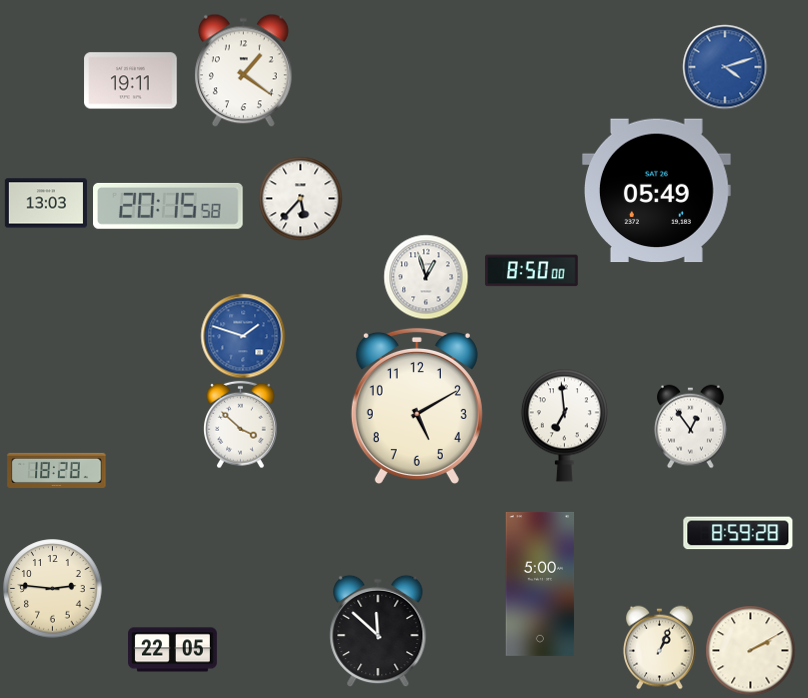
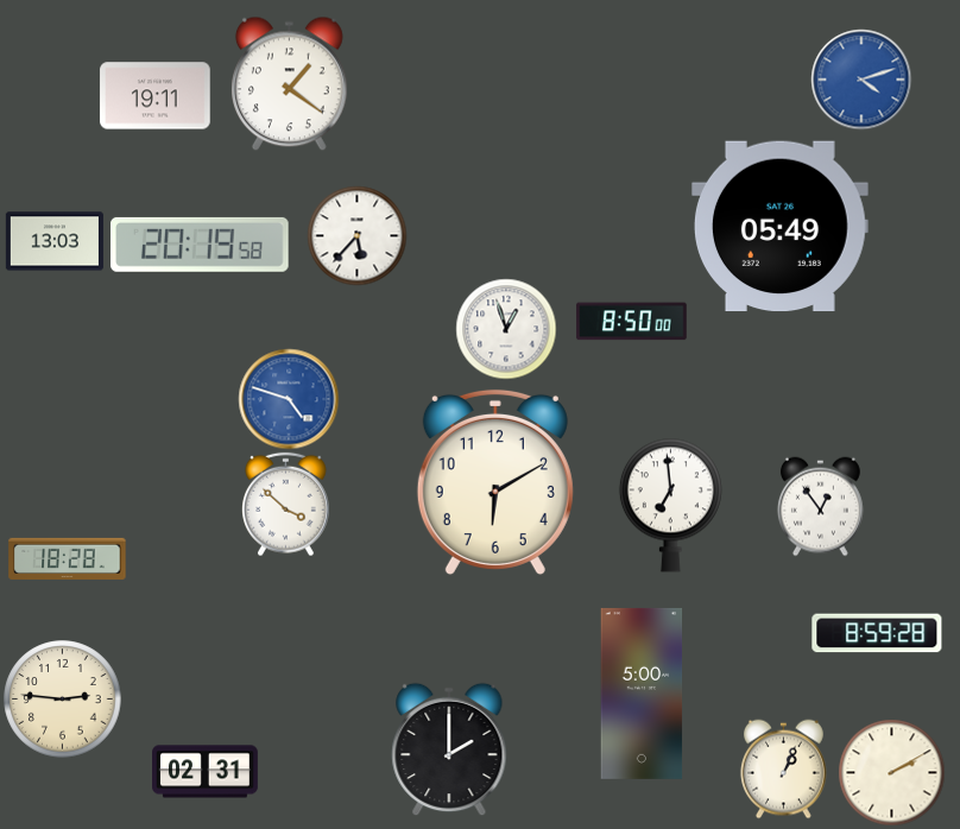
clock at (169, 206): 20:15 -> 20:19
clock at (243, 336): 1:48 -> 4:48
clock at (417, 406): 5:10 -> 6:10
clock at (378, 631): 11:52 -> 2:00
clock at (173, 650): 22:05 -> 02:31
